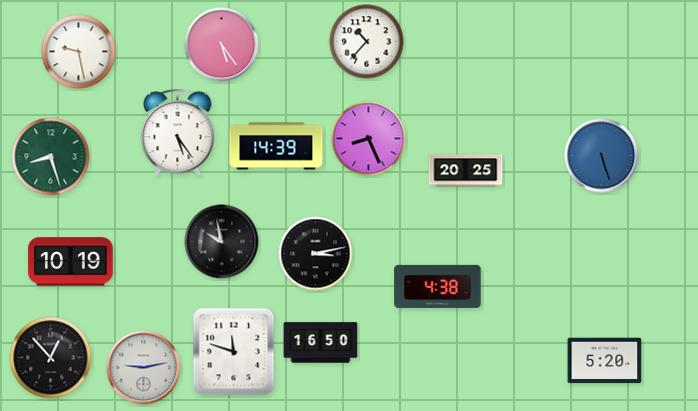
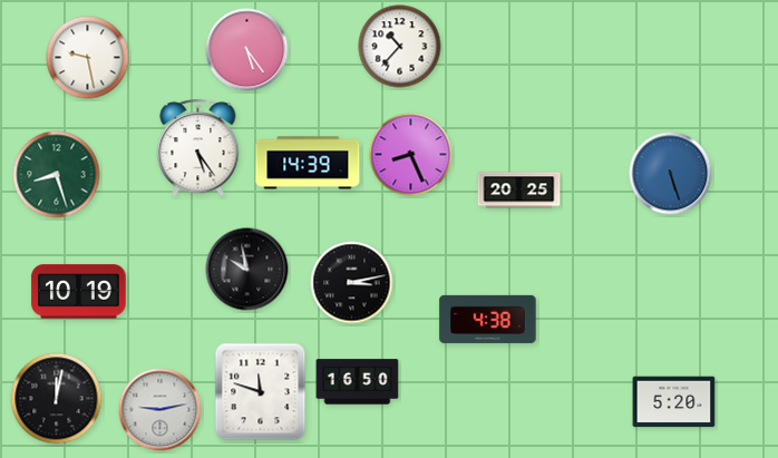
clock at (367, 42) position: (367, 42) -> (400, 47)
clock at (51, 358): 12:53 -> 12:02
